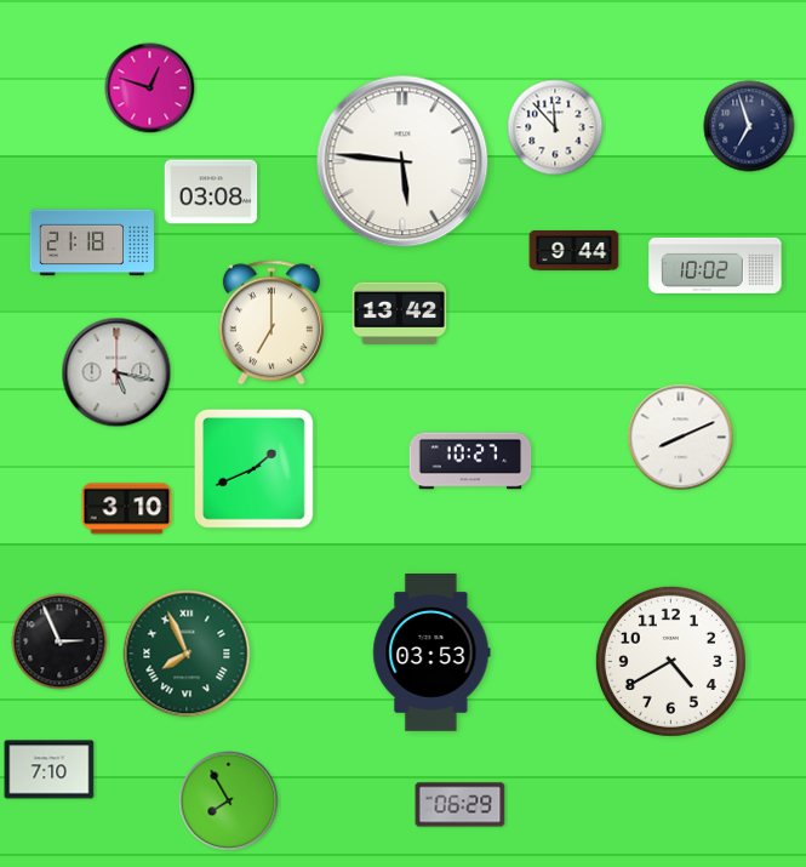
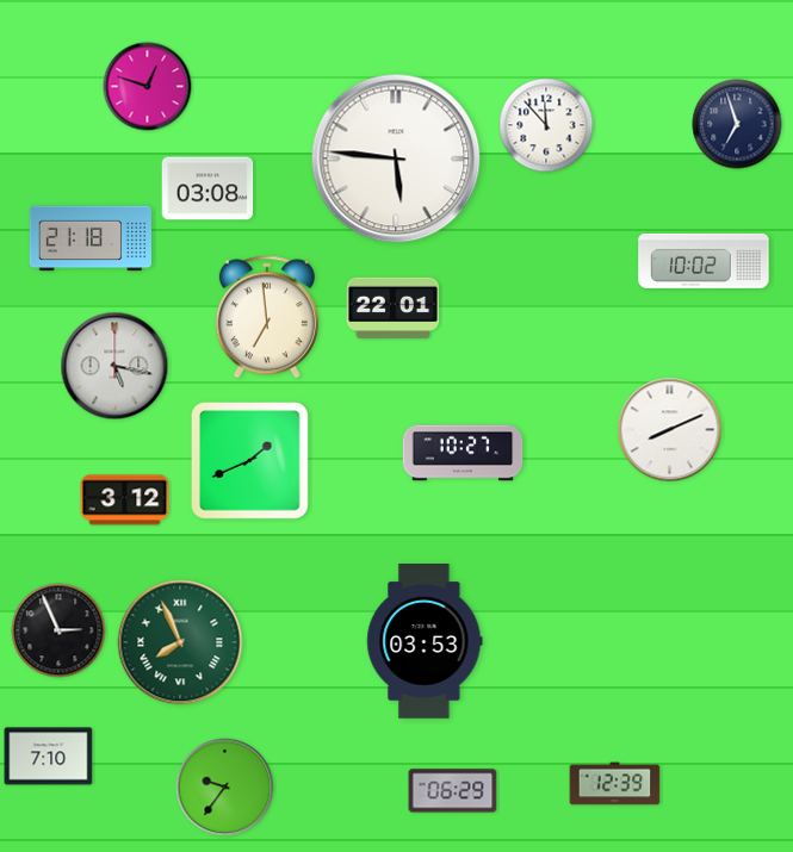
clock at (575, 251): 9:44 -> none
clock at (400, 314): 13:42 -> 22:01
clock at (271, 323): 7:00 -> 6:59
clock at (127, 509): 3:10 -> 3:12
clock at (187, 654) position: (187, 654) -> (180, 642)
clock at (670, 661): 4:40 -> none
clock at (615, 784): none -> 12:39
clock at (229, 802): 7:55 -> 9:36
